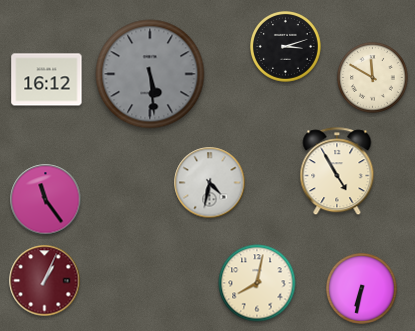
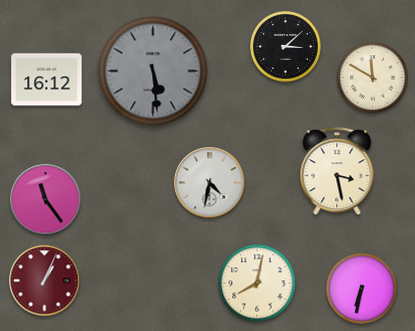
clock at (286, 47): 3:12 -> 3:08
clock at (150, 74) position: (150, 74) -> (153, 71)
clock at (337, 172): 4:55 -> 3:28
